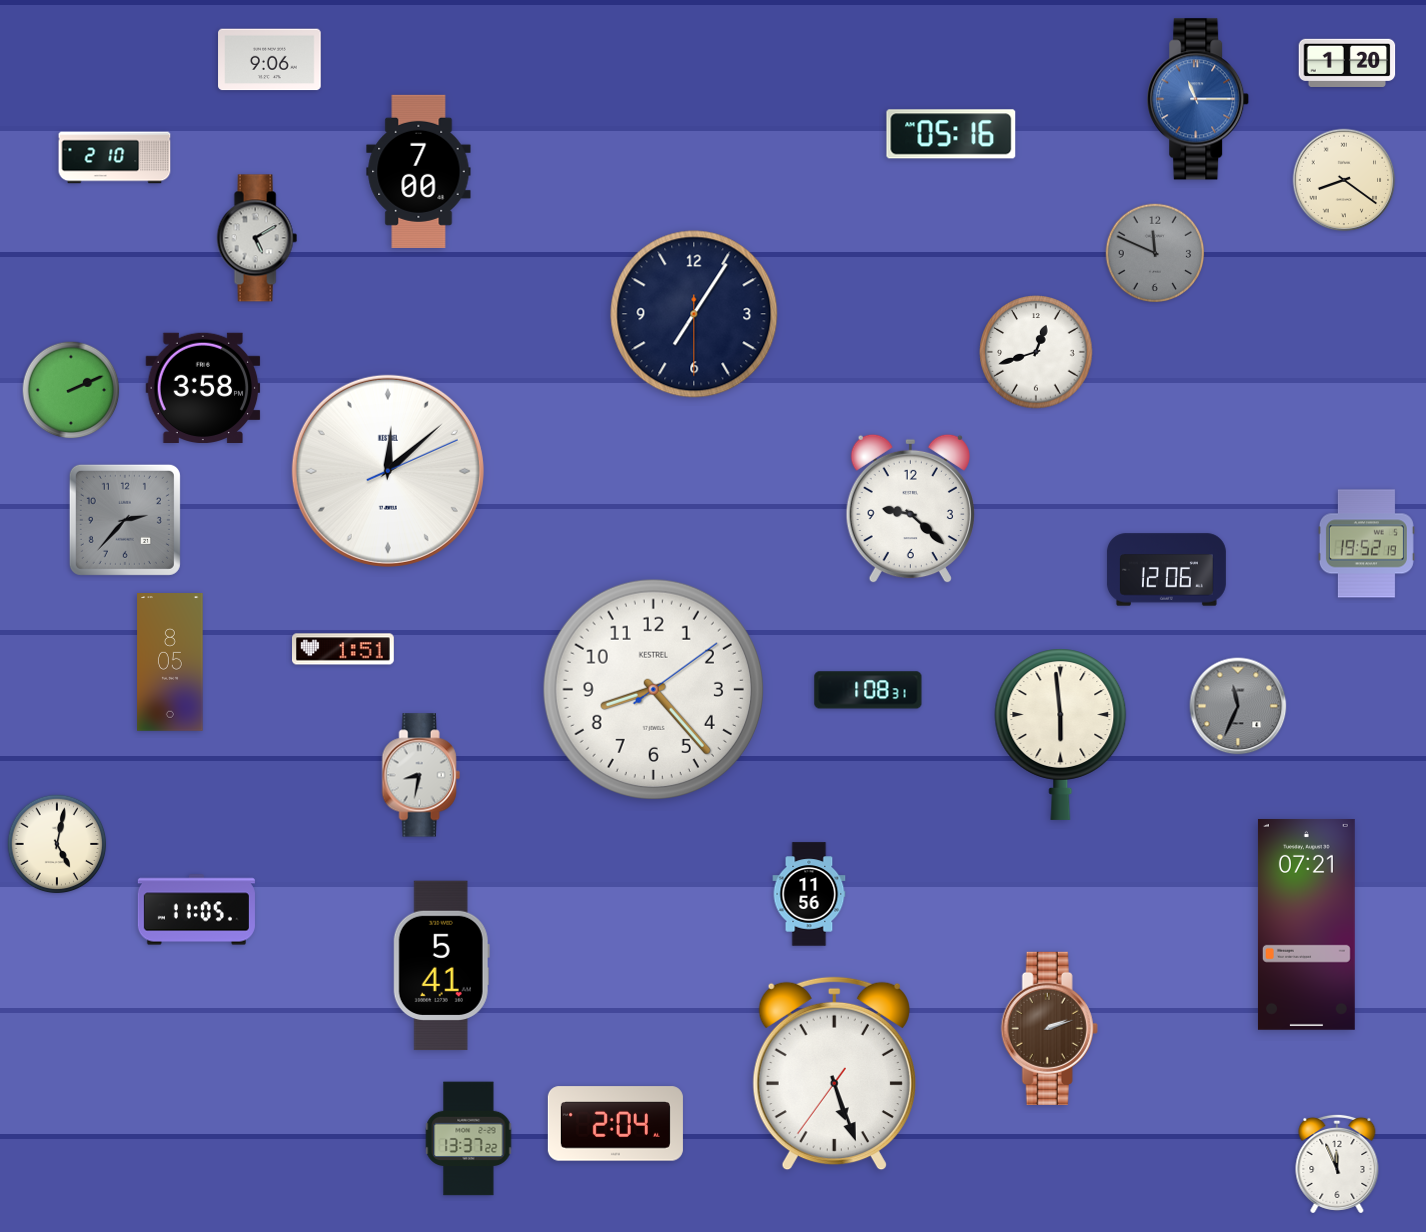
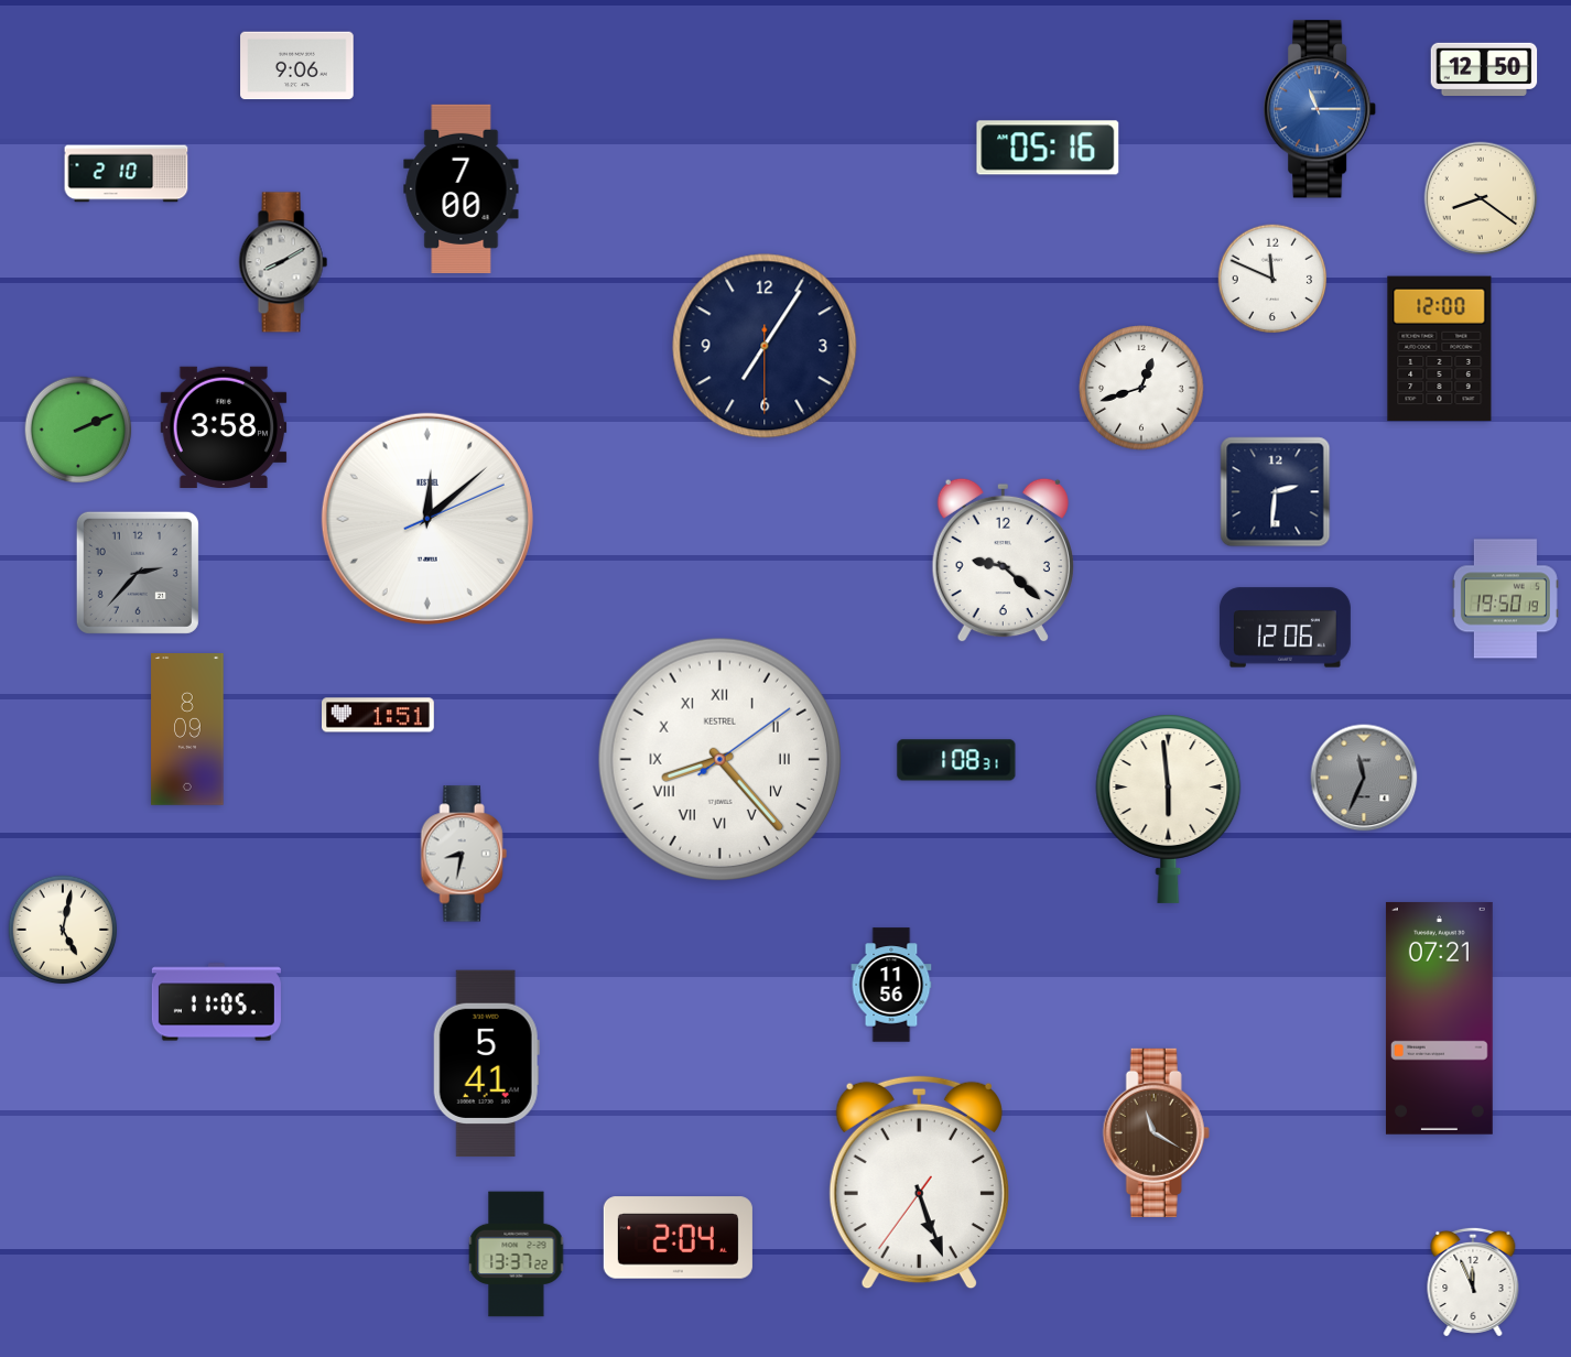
clock at (1347, 62): 1:20 -> 12:50
clock at (257, 238): 5:10 -> 8:10
clock at (1155, 253) dial: grey -> white
clock at (1440, 349): none -> 12:00
clock at (1276, 492): none -> 2:31
clock at (1366, 544): 19:52 -> 19:50
clock at (170, 663): 8:05 -> 8:09
clock at (653, 689) numerals: Arabic -> Roman
clock at (1049, 1028): 2:12 -> 11:20
